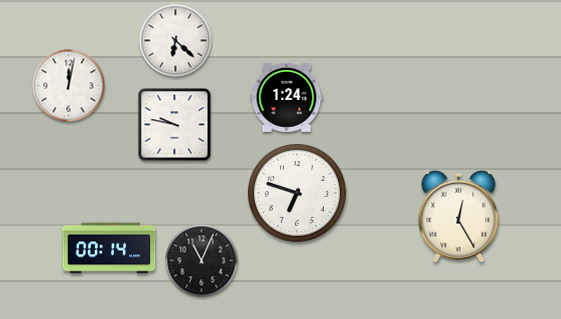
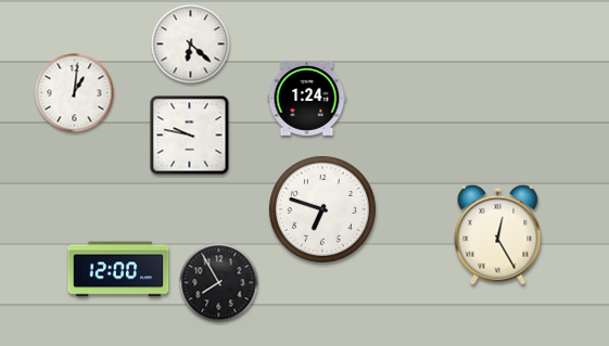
clock at (69, 86): 12:02 -> 1:01
clock at (287, 97) position: (287, 97) -> (307, 98)
clock at (109, 248): 00:14 -> 12:00
clock at (202, 261): 11:04 -> 7:55
